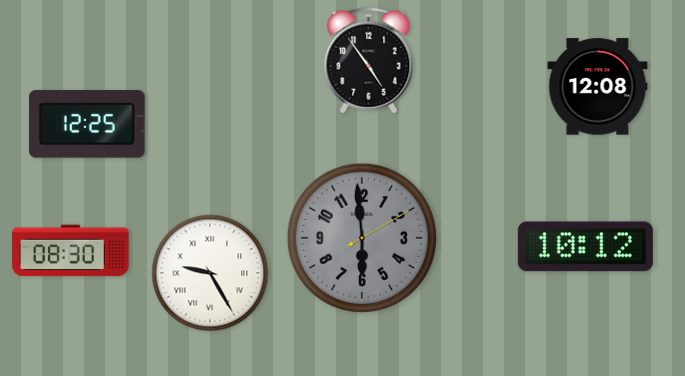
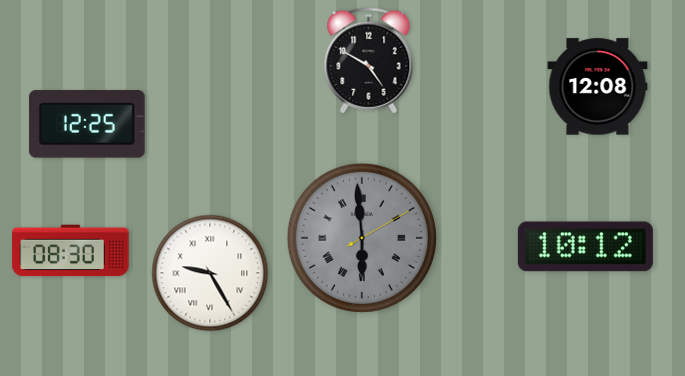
clock at (369, 61): 4:54 -> 4:50
clock at (362, 238) numerals: Arabic -> Roman
